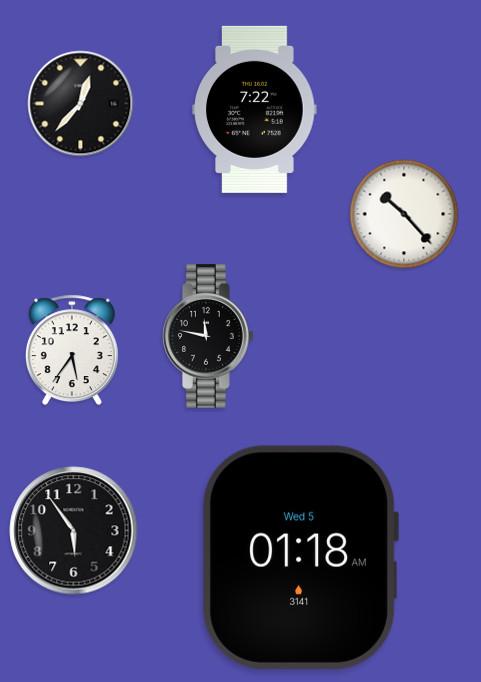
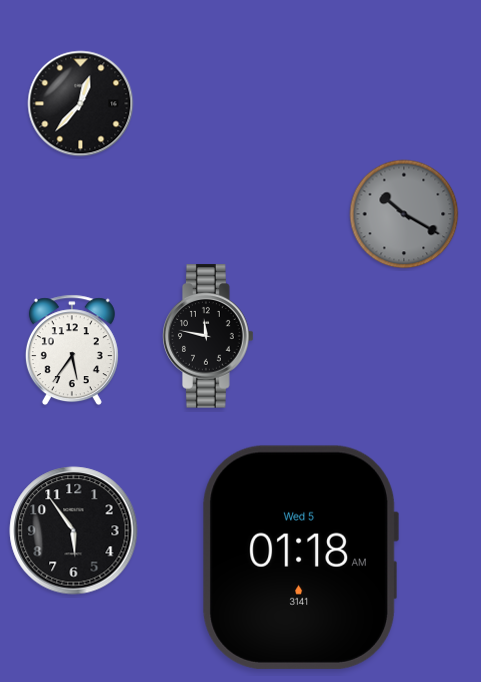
clock at (255, 109): 7:22 -> none
clock at (404, 214): 10:23 -> 10:20
clock at (404, 214) dial: white -> grey
